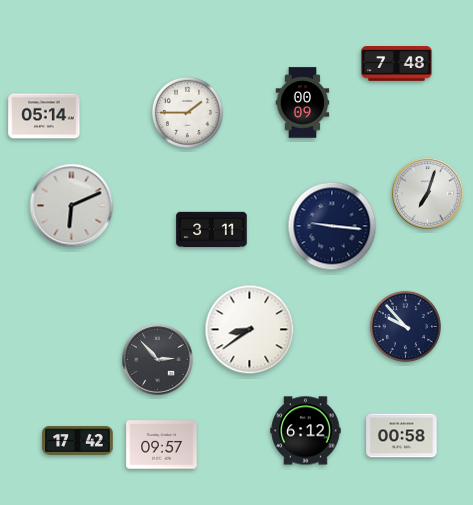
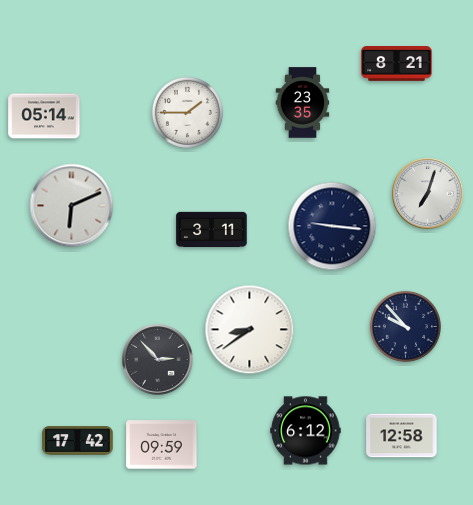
clock at (397, 64): 7:48 -> 8:21
clock at (303, 103): 00:09 -> 23:35
clock at (402, 436): 00:58 -> 12:58
clock at (162, 445): 09:57 -> 09:59
